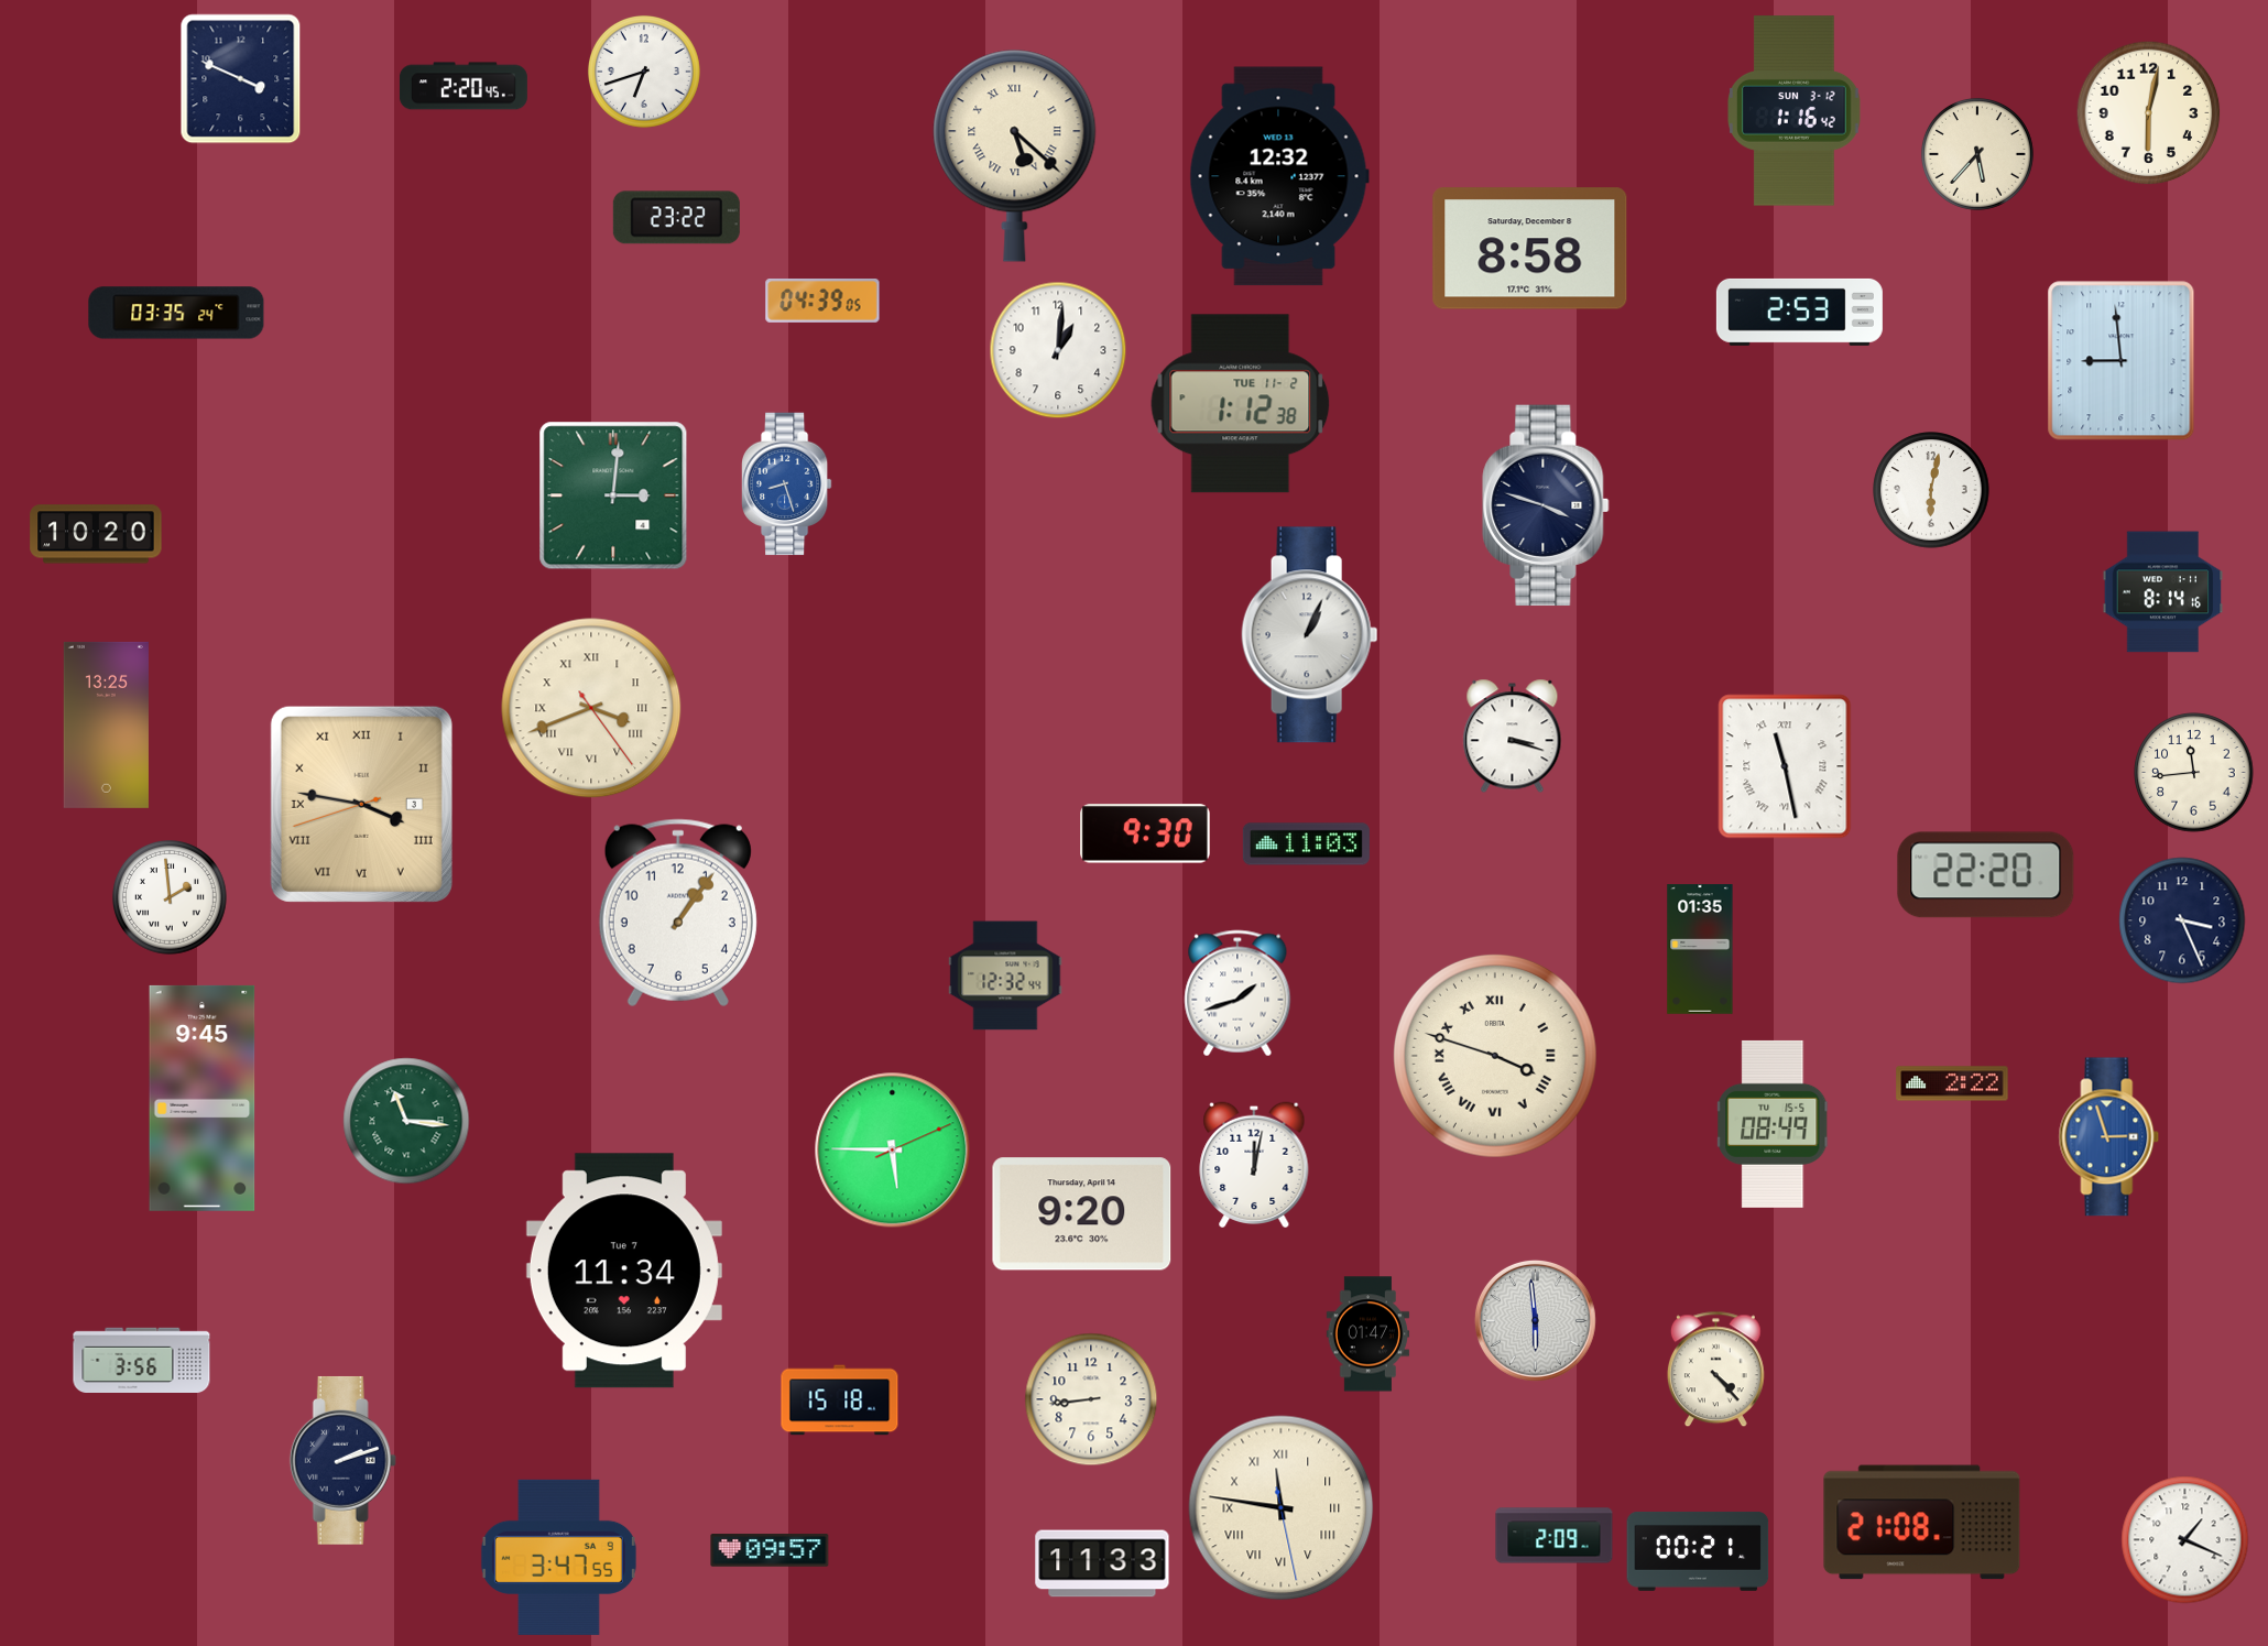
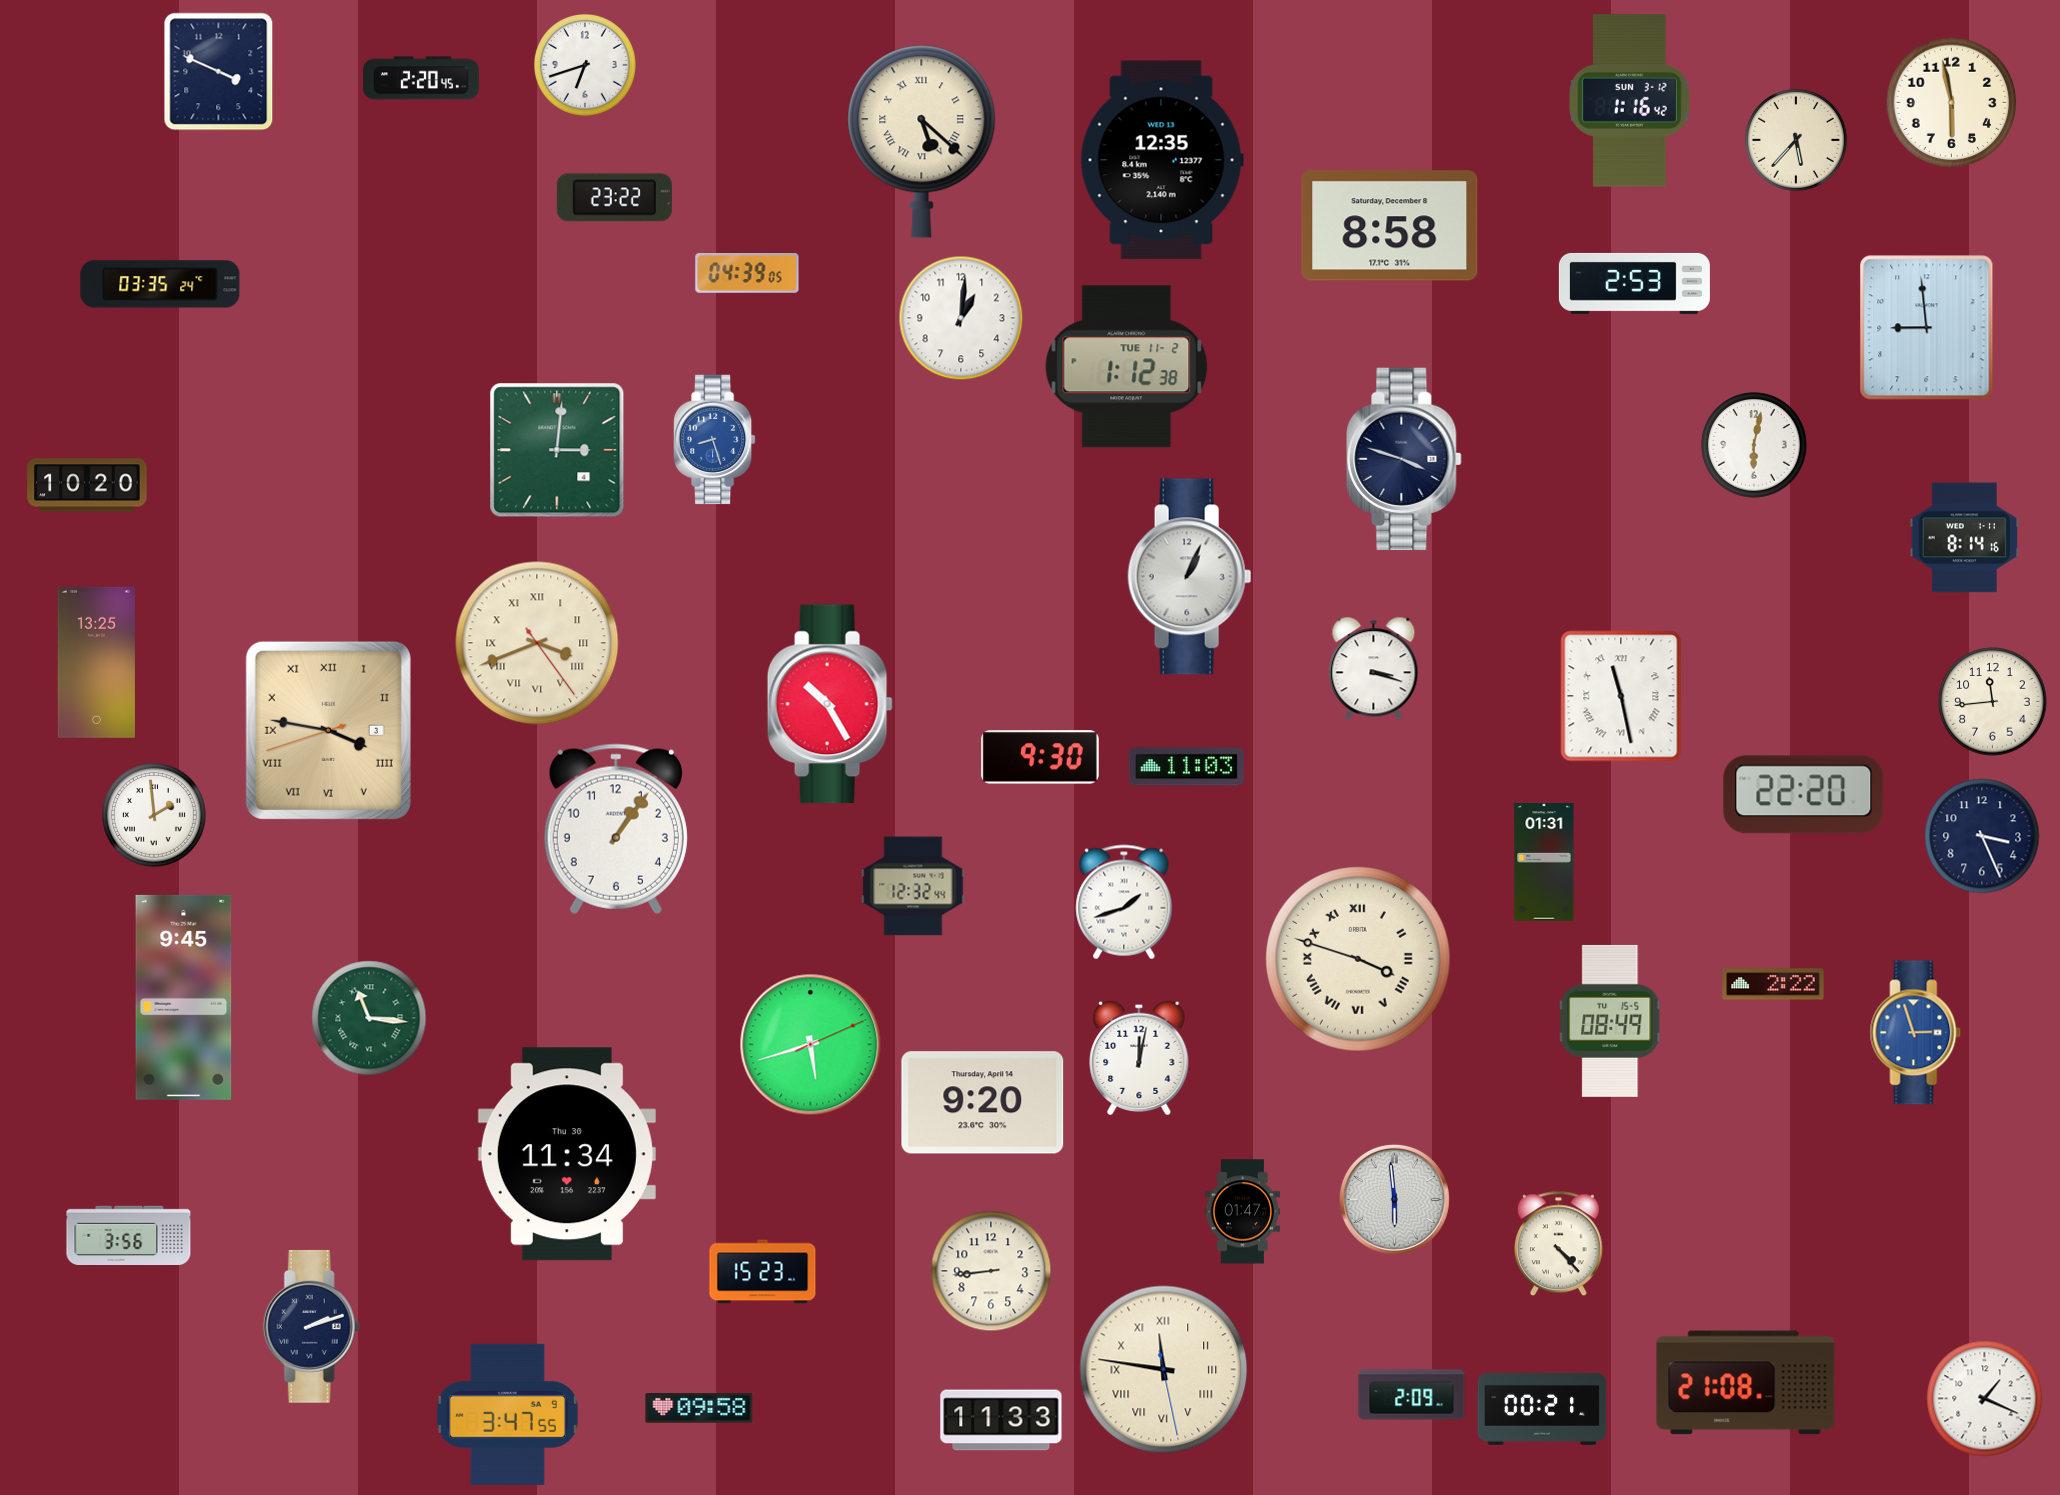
clock at (2149, 113): 6:02 -> 5:58
clock at (1279, 176): 12:32 -> 12:35
clock at (106, 724) position: (106, 724) -> (96, 662)
clock at (830, 704): none -> 10:25
clock at (1700, 949): 01:35 -> 01:31
clock at (893, 1151): 5:45 -> 5:42
clock at (624, 1271) date: Tue 7 -> Thu 30
clock at (840, 1400): 15:18 -> 15:23
clock at (770, 1550): 09:57 -> 09:58
